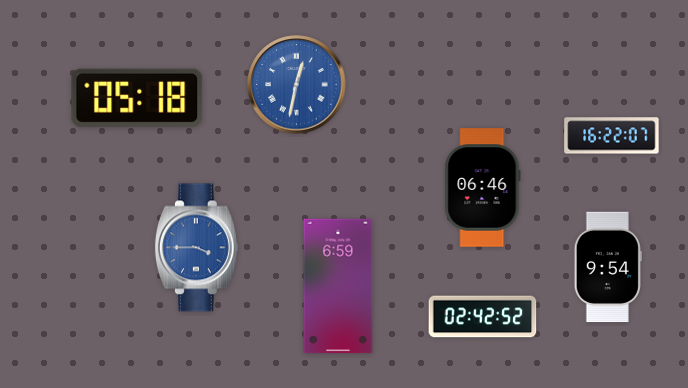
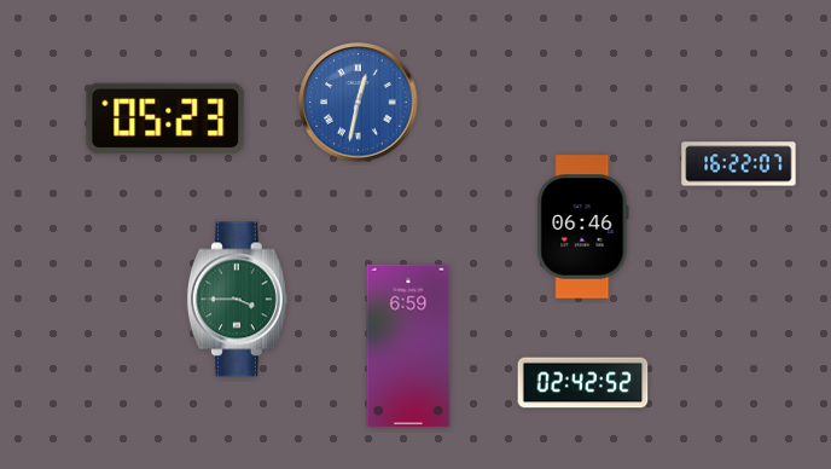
clock at (137, 98): 05:18 -> 05:23
clock at (196, 248) dial: blue -> green
clock at (608, 267): 9:54 -> none
